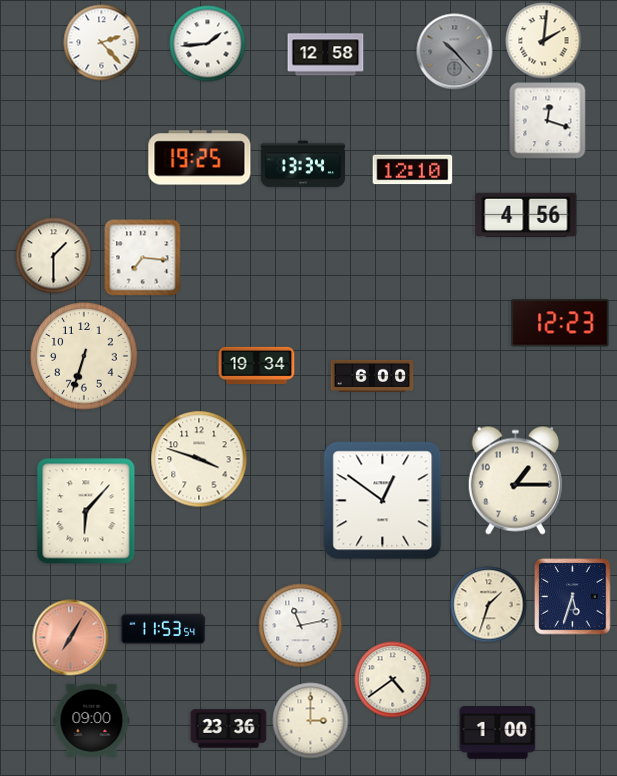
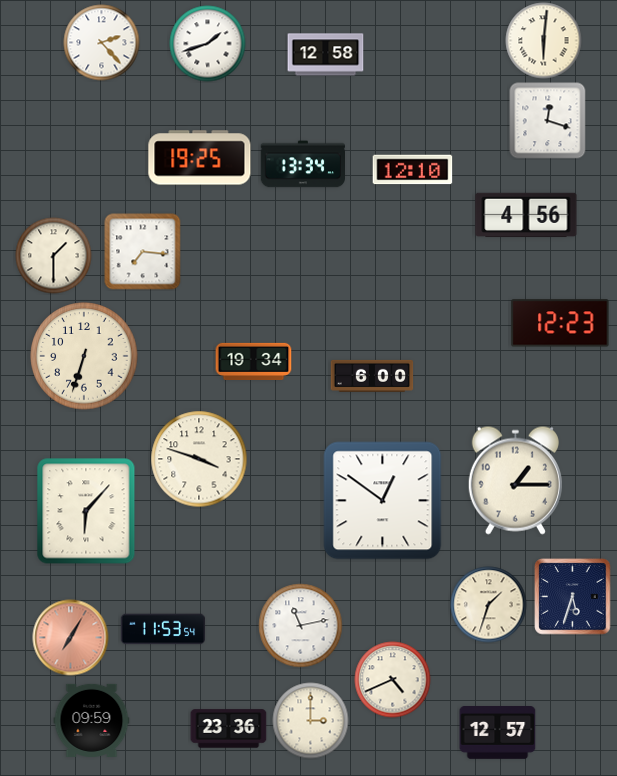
clock at (544, 41): 2:01 -> 6:01
clock at (208, 44): 1:44 -> 1:42
clock at (455, 52): 10:23 -> none
clock at (143, 258) position: (143, 258) -> (143, 252)
clock at (257, 365) position: (257, 365) -> (254, 361)
clock at (393, 680): 4:39 -> 4:41
clock at (92, 720): 09:00 -> 09:59
clock at (498, 733): 1:00 -> 12:57
